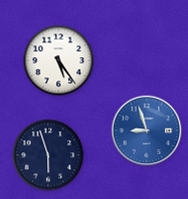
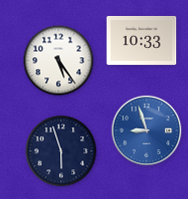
clock at (142, 40): none -> 10:33
clock at (48, 155) position: (48, 155) -> (61, 151)
